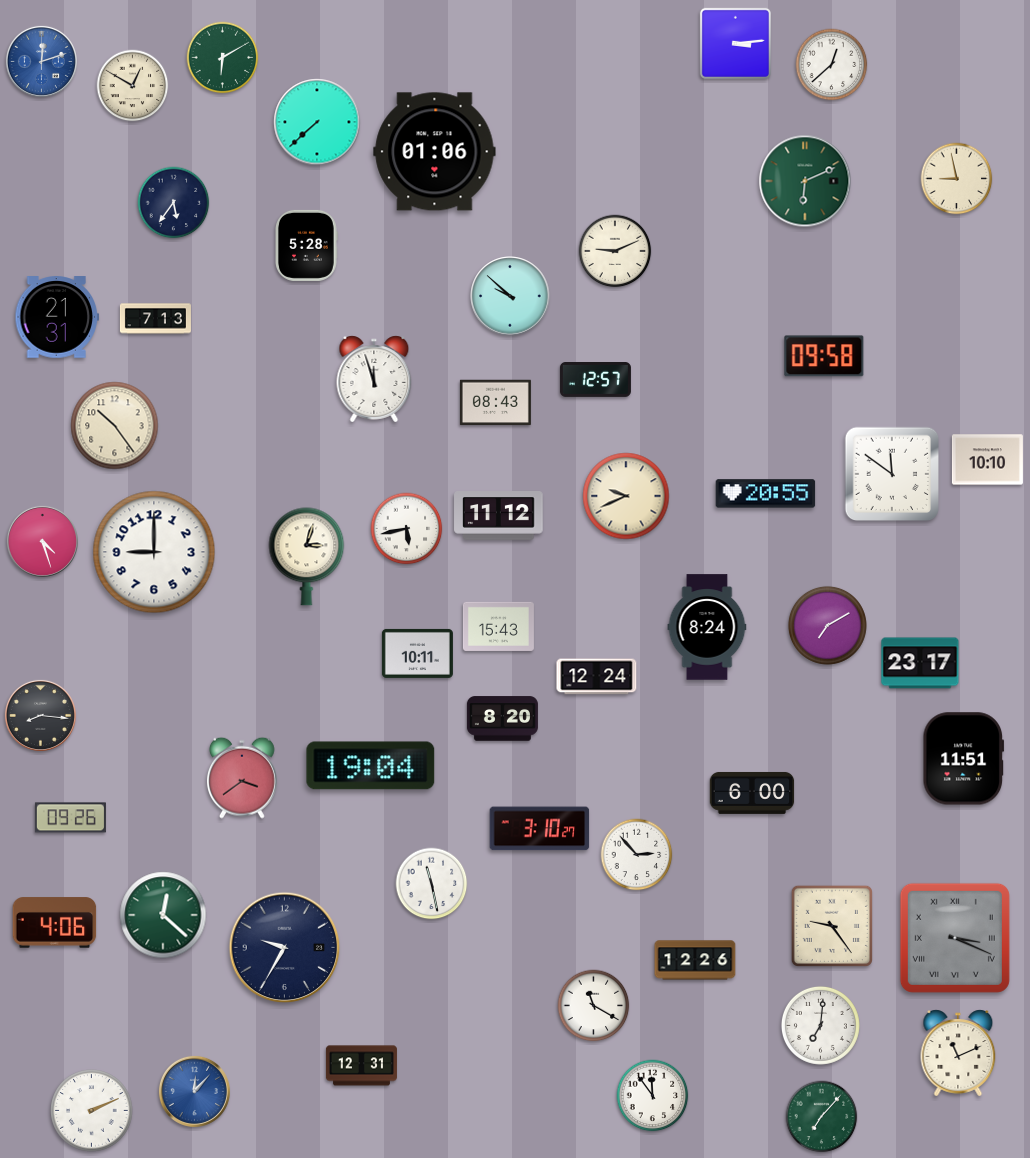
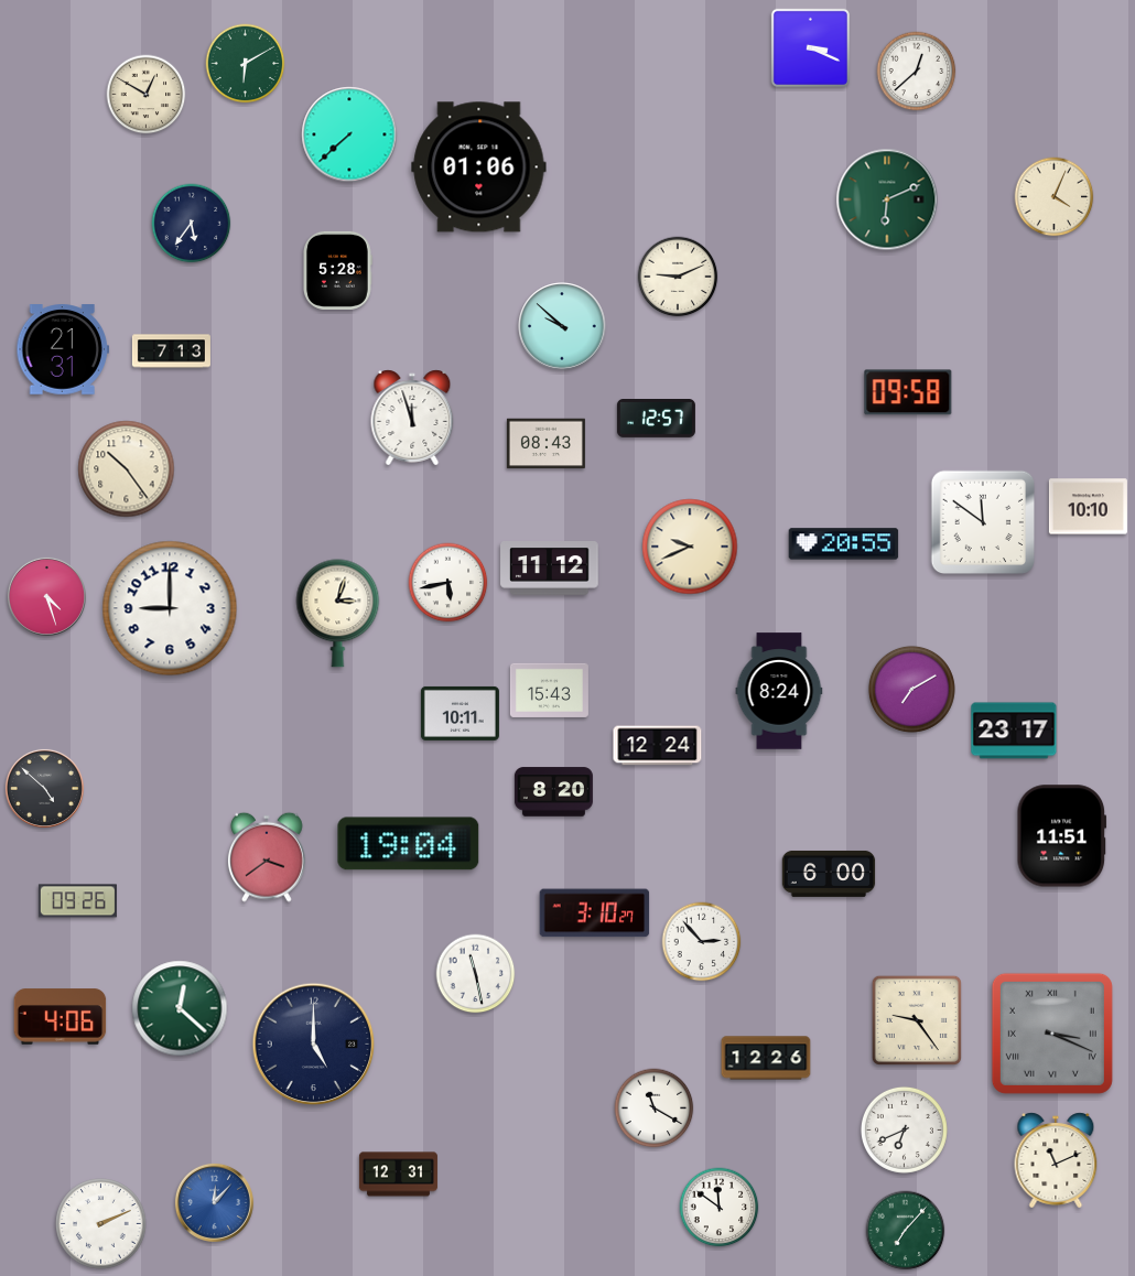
clock at (735, 43): 3:14 -> 3:19
clock at (41, 61): 12:12 -> none
clock at (957, 179): 8:58 -> 4:04
clock at (417, 653) position: (417, 653) -> (460, 713)
clock at (40, 715): 8:16 -> 4:52
clock at (285, 948): 9:35 -> 5:00
clock at (820, 1025): 7:01 -> 6:41
clock at (653, 1096): 11:54 -> 11:51
